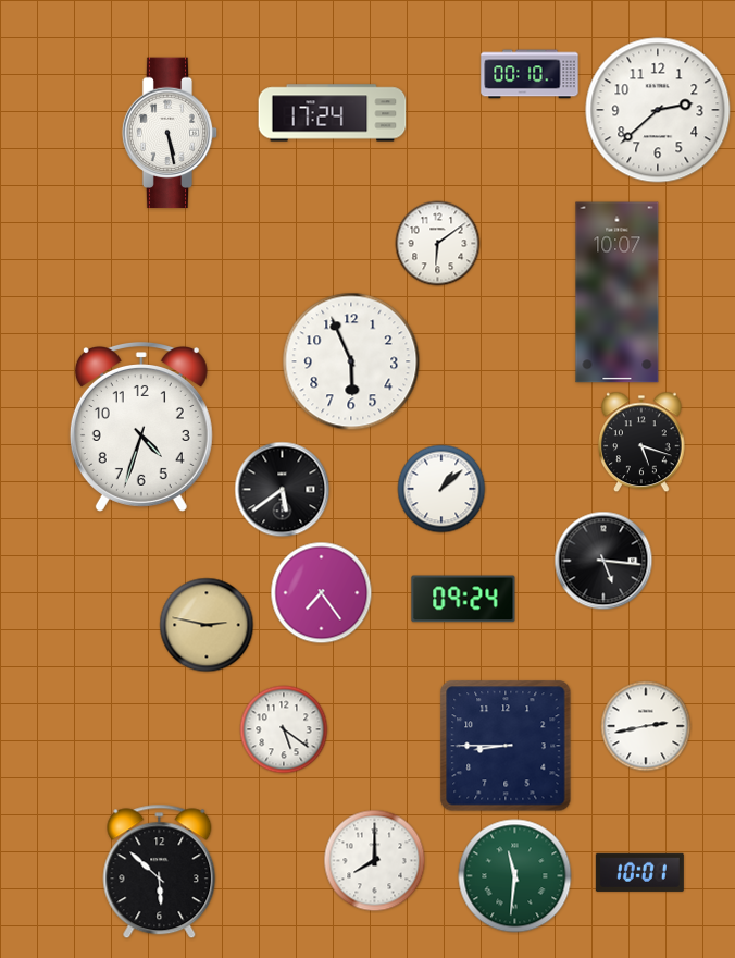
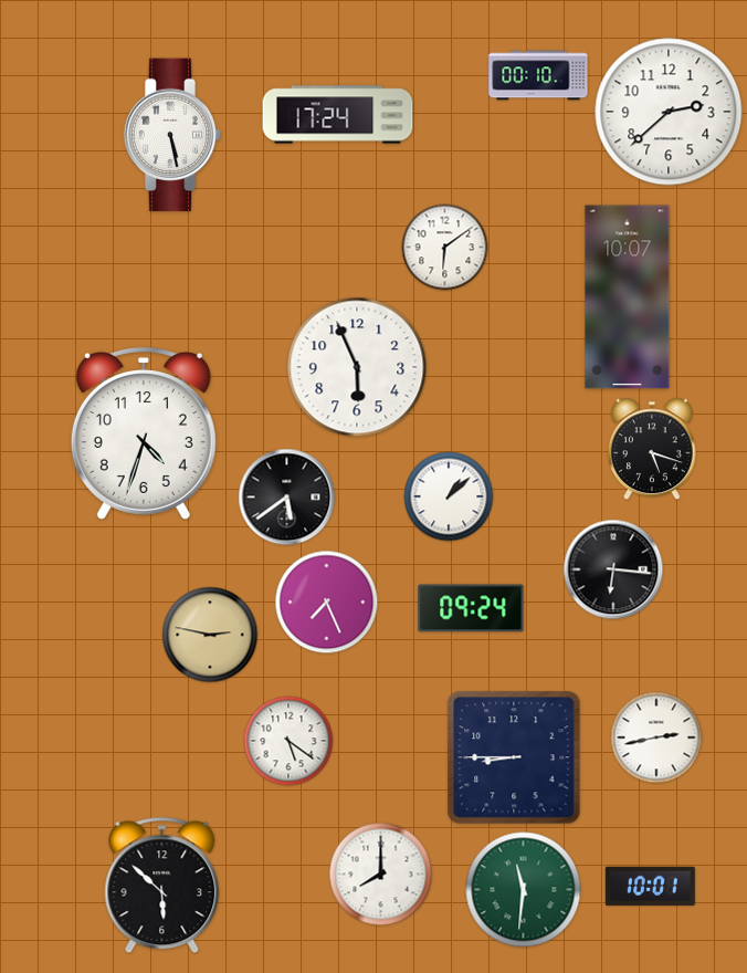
clock at (603, 561): 5:16 -> 6:16
clock at (322, 593): 7:24 -> 7:26
